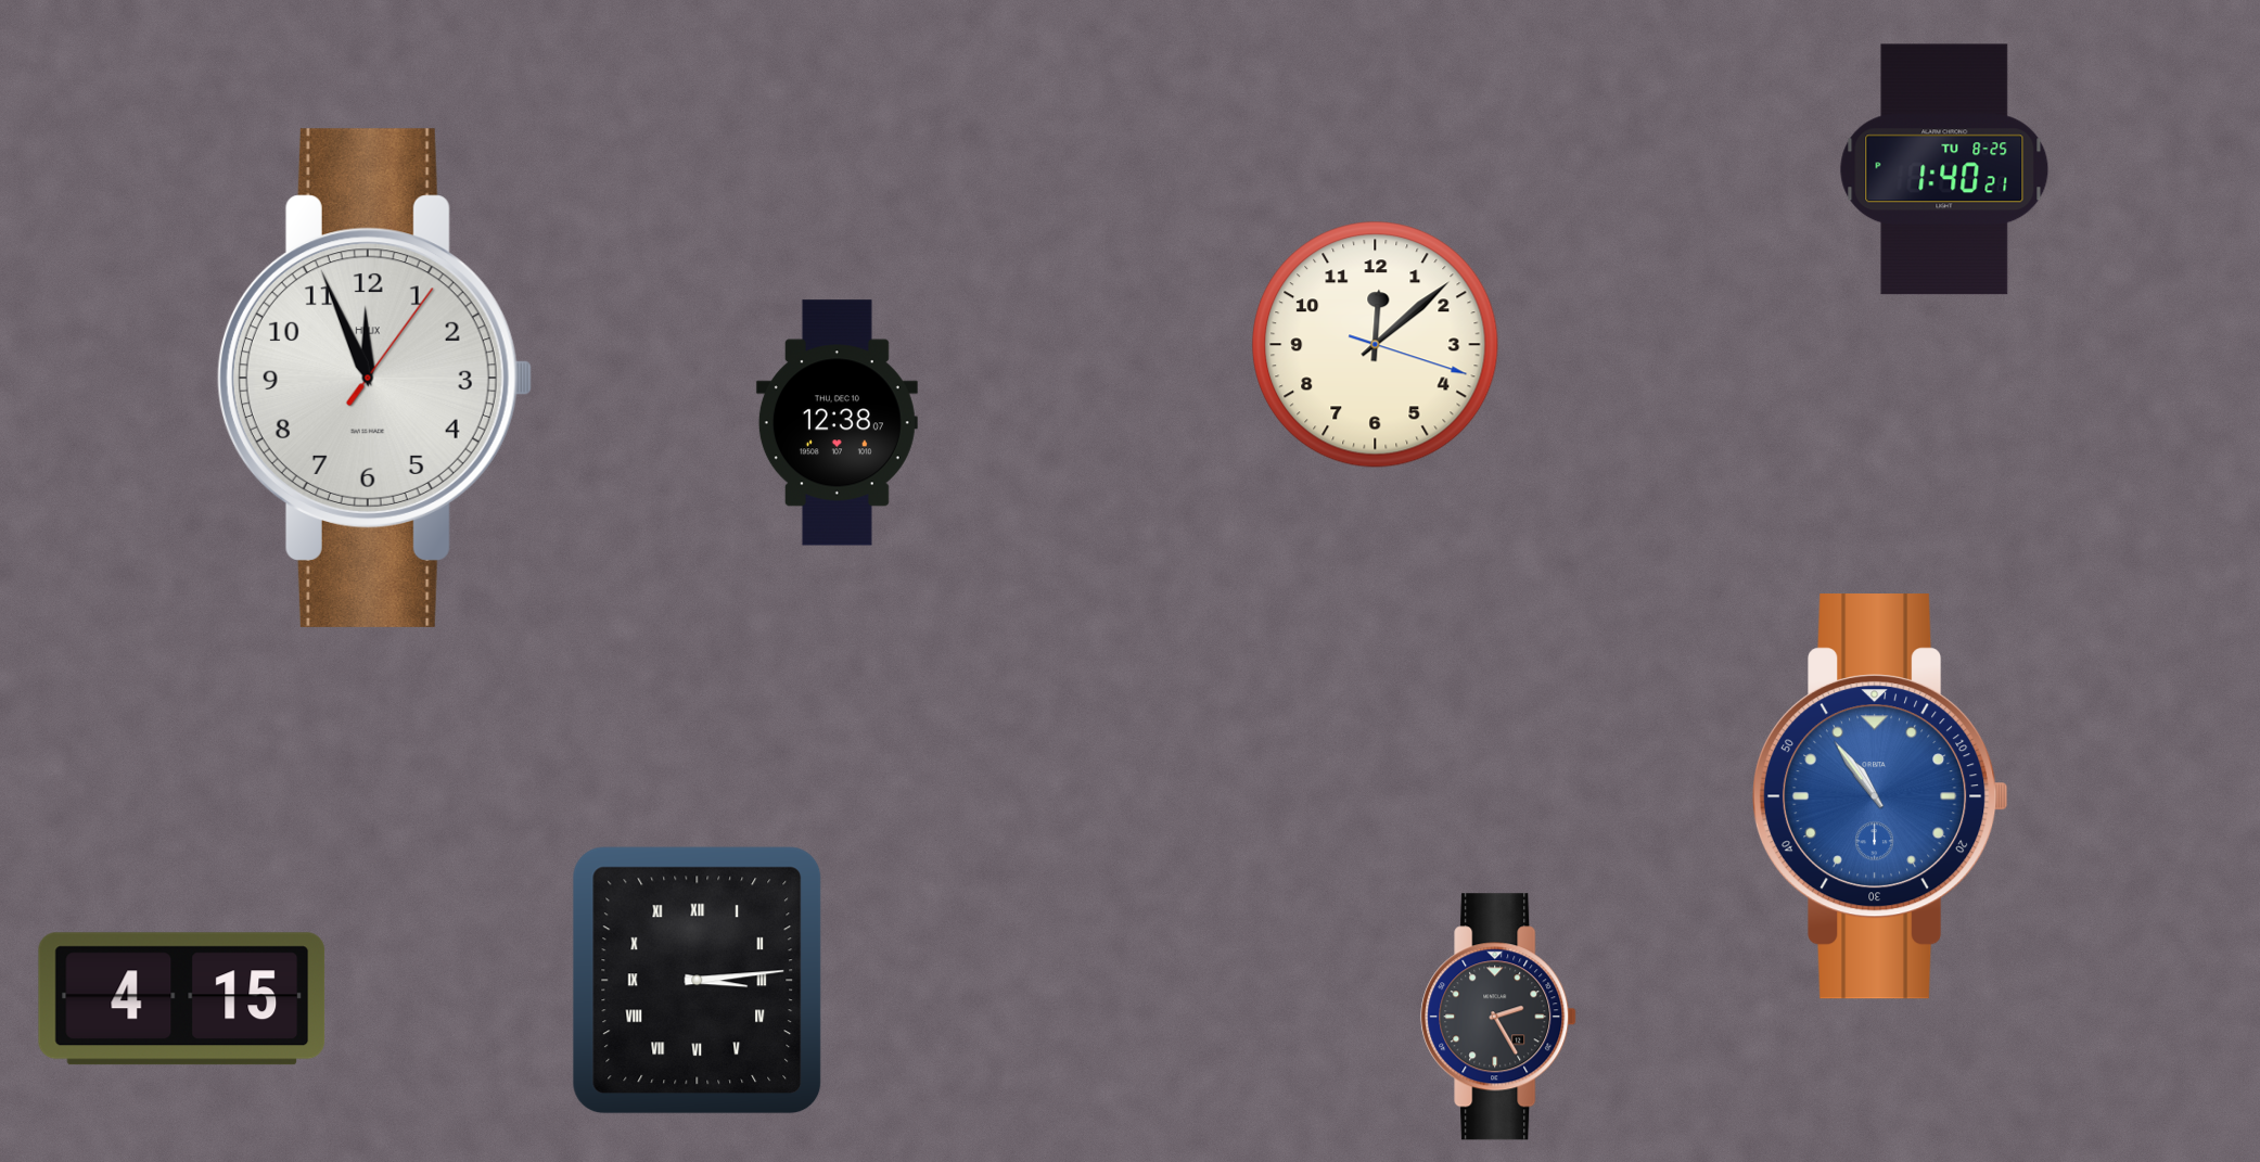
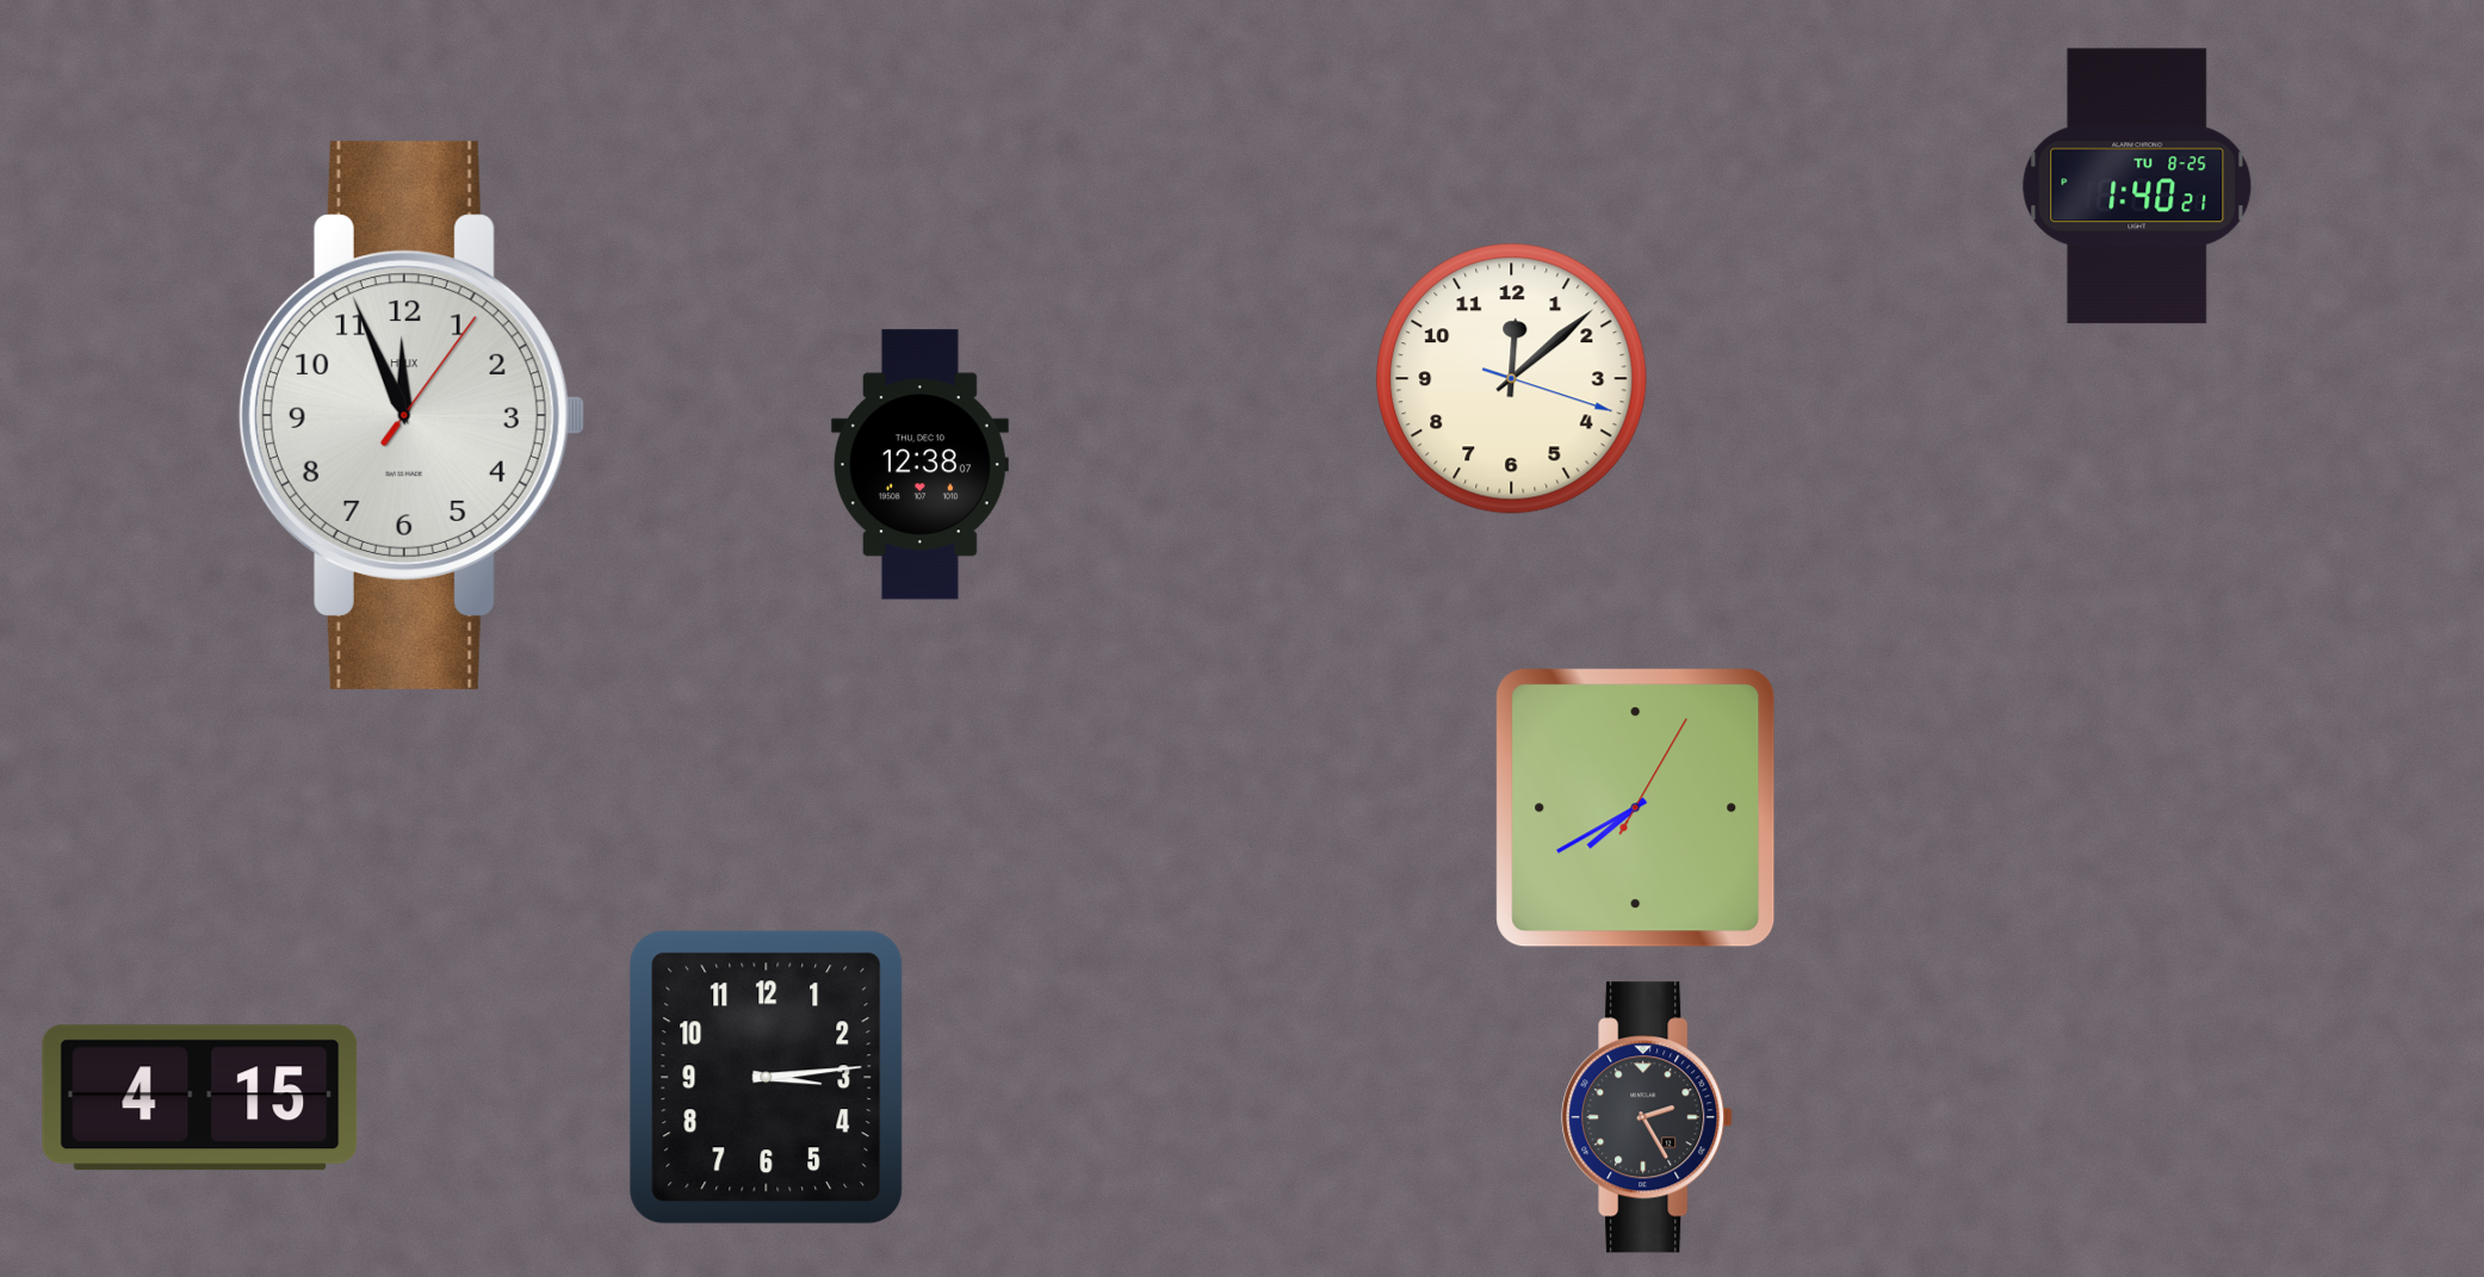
clock at (1636, 808): none -> 7:40
clock at (1880, 796): 10:54 -> none
clock at (698, 981) numerals: Roman -> Arabic
